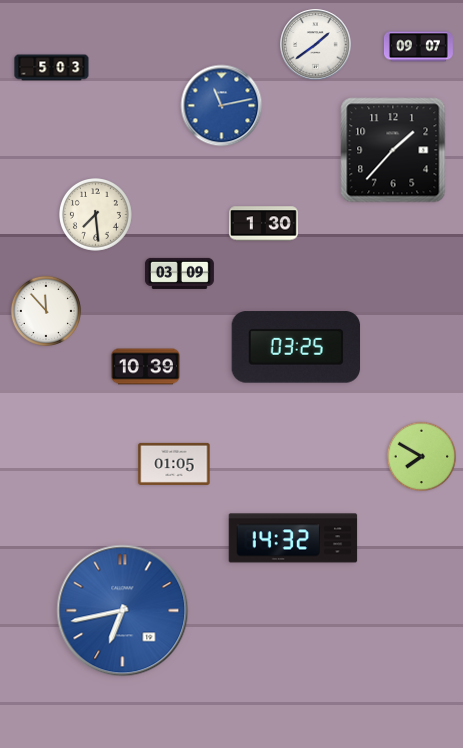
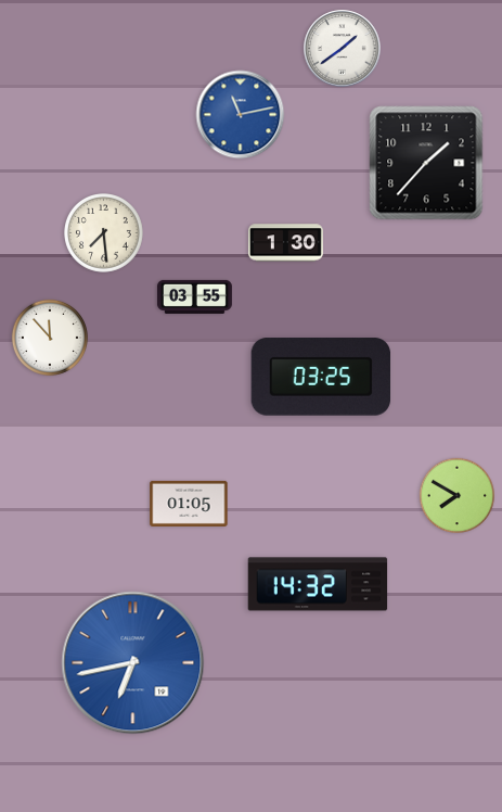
clock at (418, 47): 09:07 -> none
clock at (52, 68): 5:03 -> none
clock at (179, 273): 03:09 -> 03:55
clock at (145, 367): 10:39 -> none
